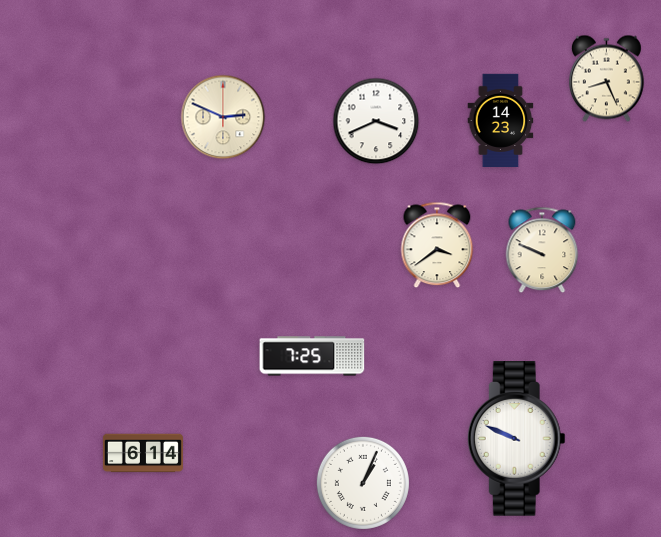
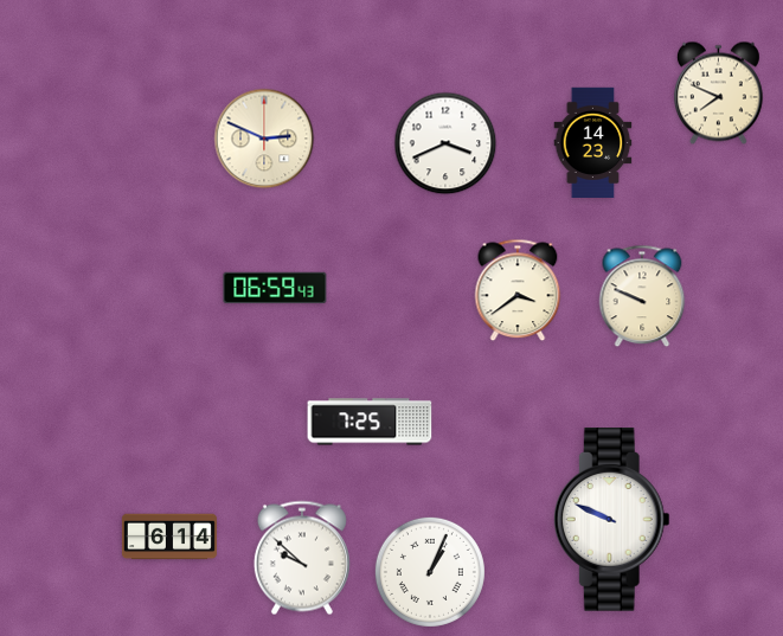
clock at (606, 79): 8:26 -> 7:49
clock at (275, 288): none -> 06:59
clock at (302, 558): none -> 9:52
